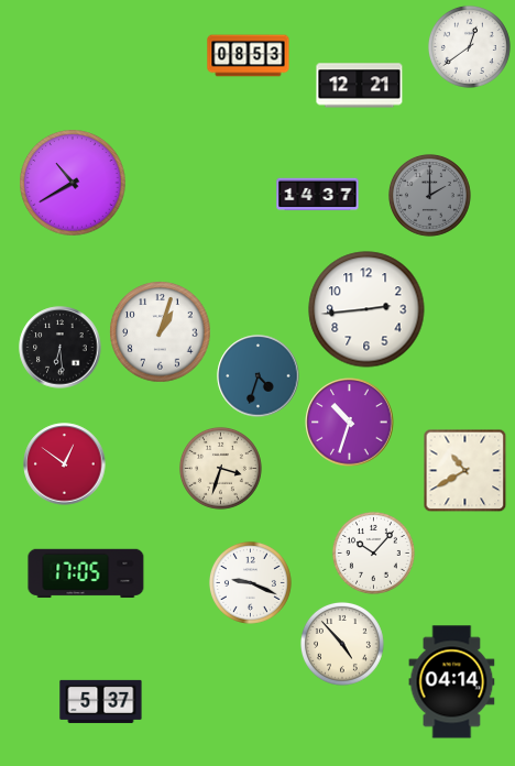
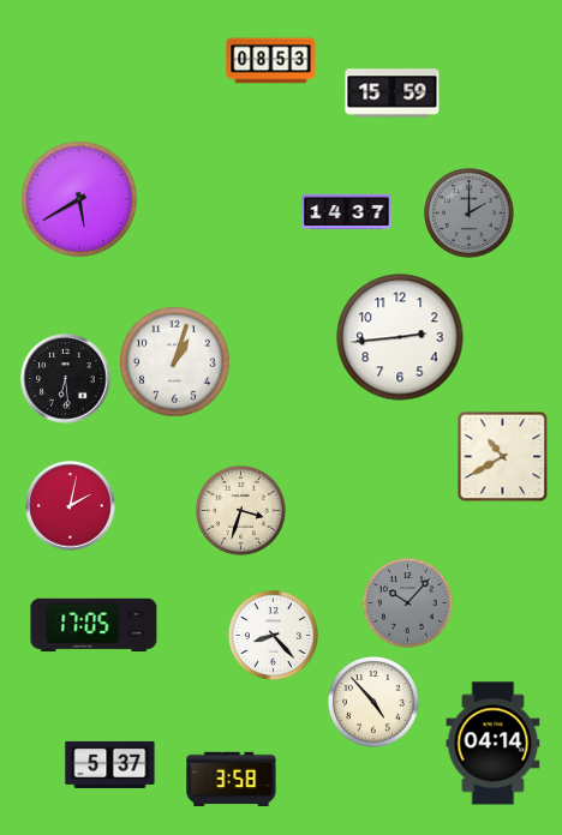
clock at (469, 46): 12:39 -> none
clock at (360, 86): 12:21 -> 15:59
clock at (73, 183): 10:40 -> 5:40
clock at (259, 376): 4:33 -> none
clock at (350, 423): 10:33 -> none
clock at (65, 464): 12:51 -> 2:02
clock at (465, 471) position: (465, 471) -> (503, 457)
clock at (373, 552) dial: white -> grey
clock at (250, 582): 9:19 -> 8:23
clock at (232, 780): none -> 3:58
